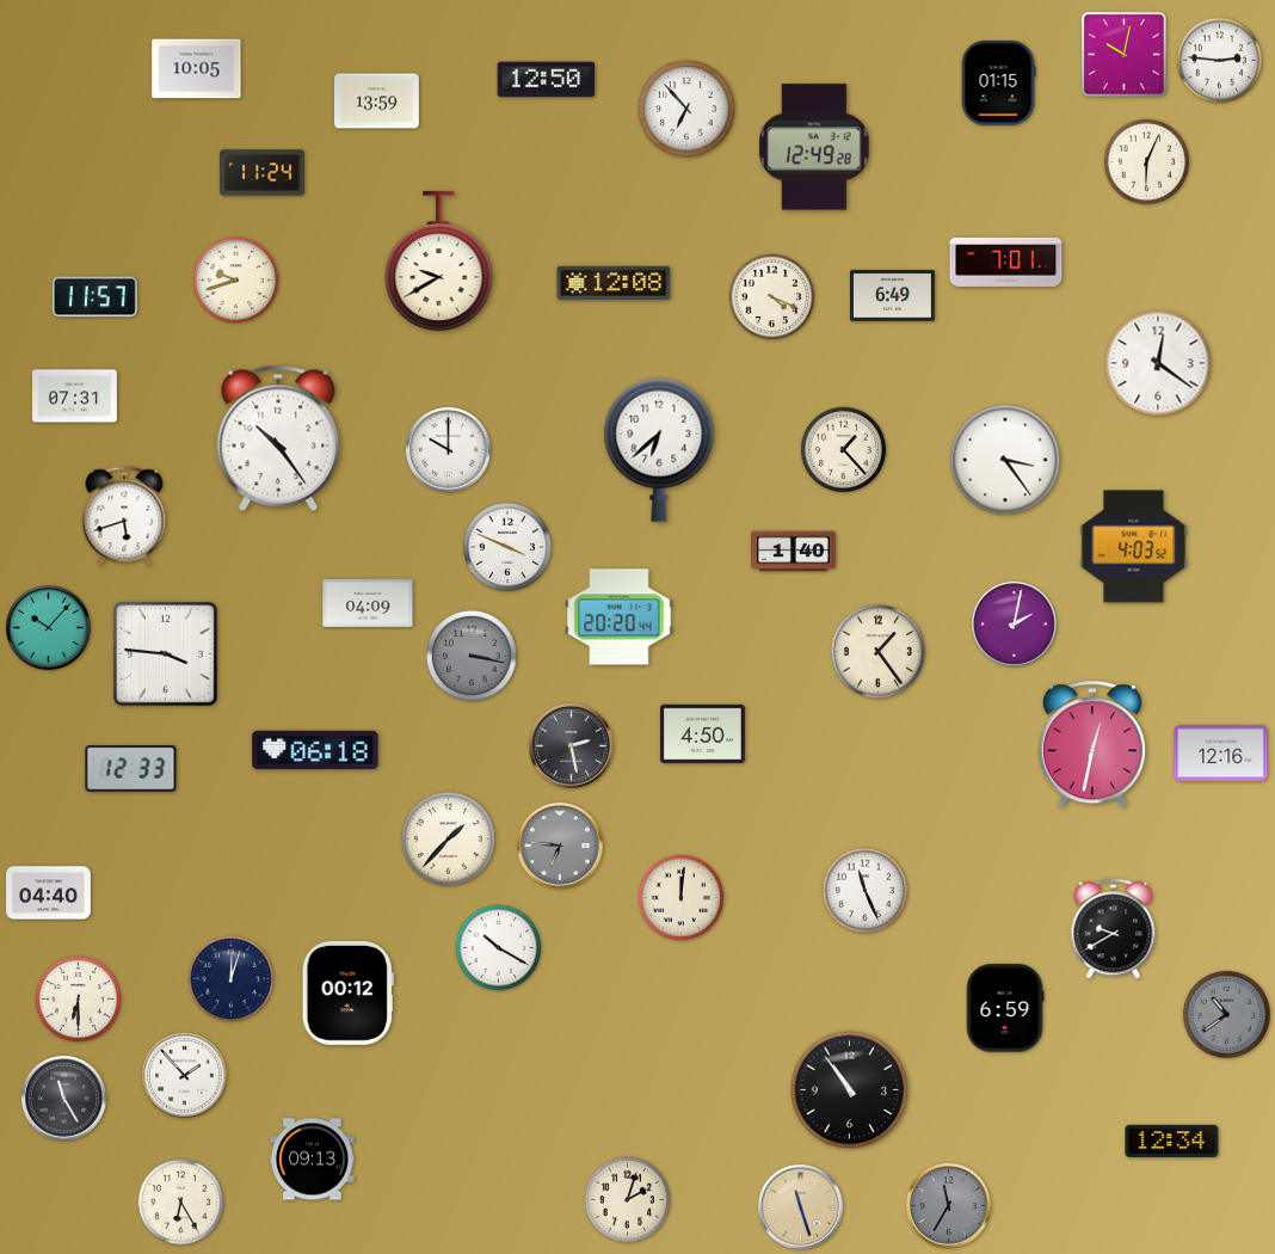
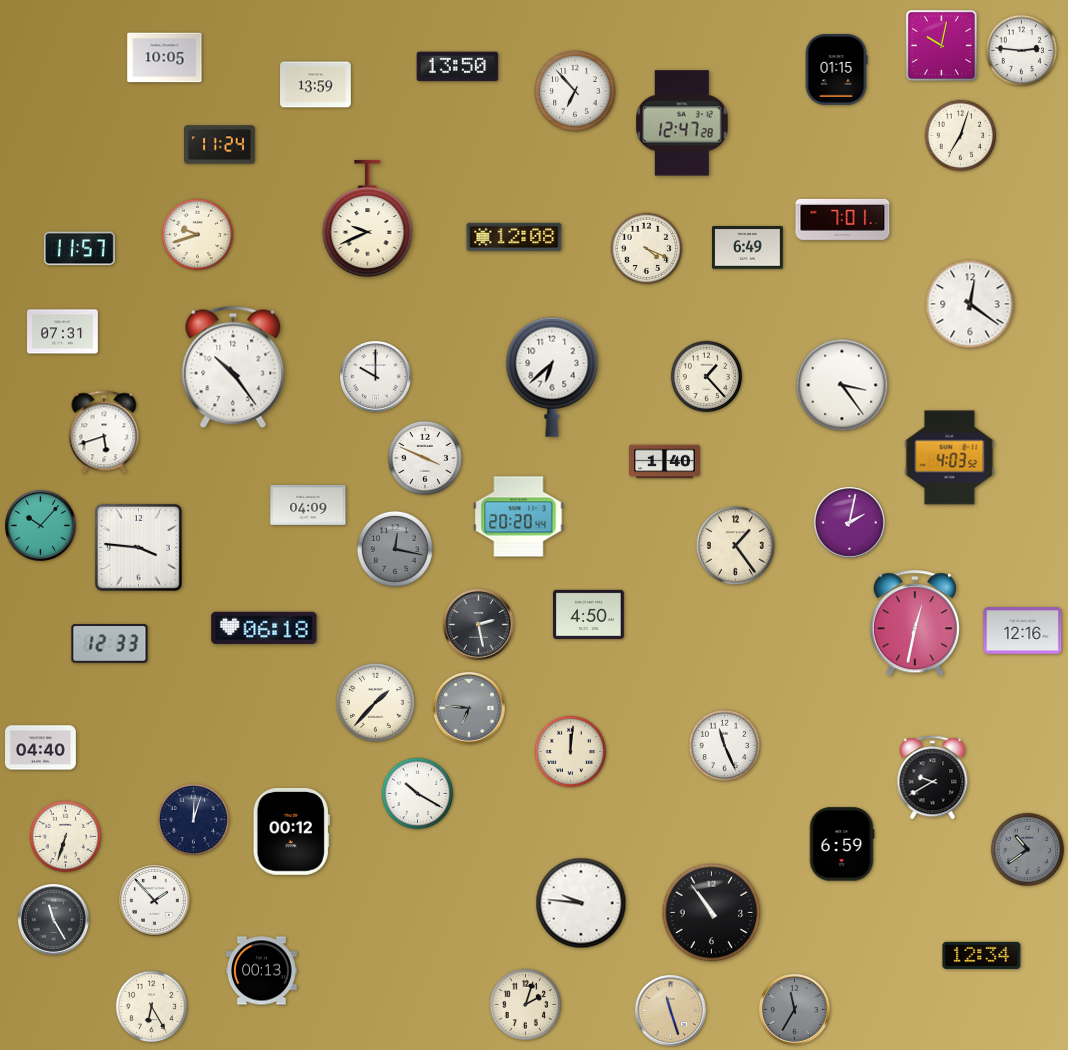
clock at (547, 80): 12:50 -> 13:50
clock at (814, 147): 12:49 -> 12:47
clock at (1147, 162): 6:04 -> 7:03
clock at (439, 262): 9:40 -> 9:41
clock at (472, 656): 3:17 -> 12:17
clock at (79, 1000): 6:30 -> 6:33
clock at (581, 903): none -> 9:46
clock at (313, 1160): 09:13 -> 00:13
